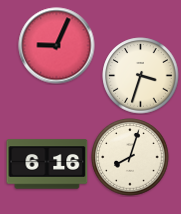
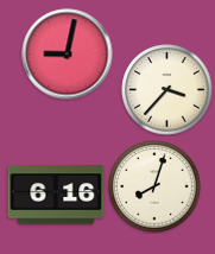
clock at (57, 46): 9:04 -> 9:02
clock at (141, 76): 3:33 -> 3:37
